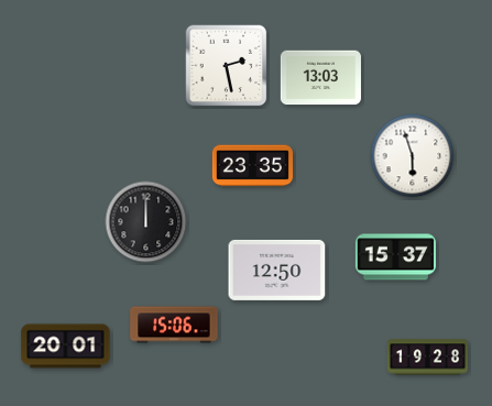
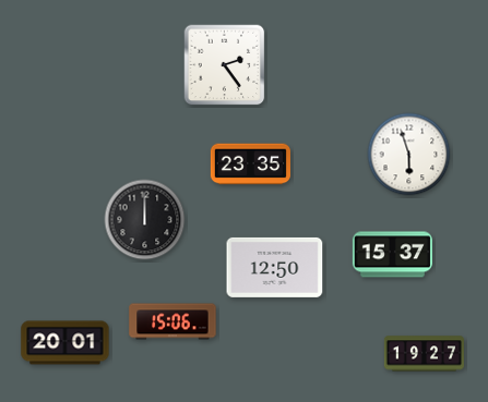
clock at (227, 66): 2:28 -> 2:24
clock at (320, 78): 13:03 -> none
clock at (427, 358): 19:28 -> 19:27
